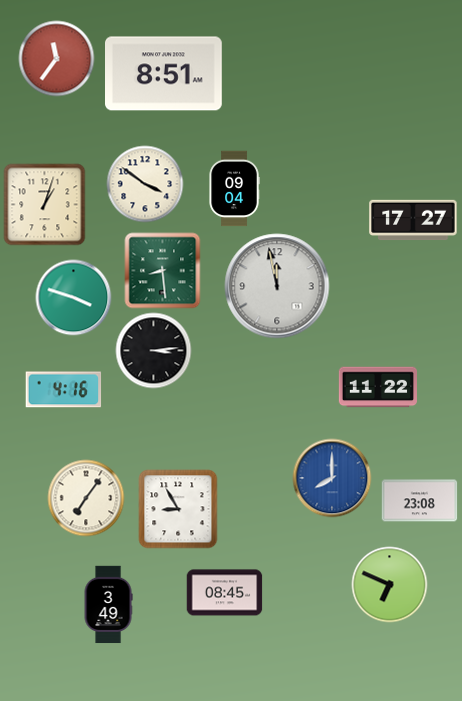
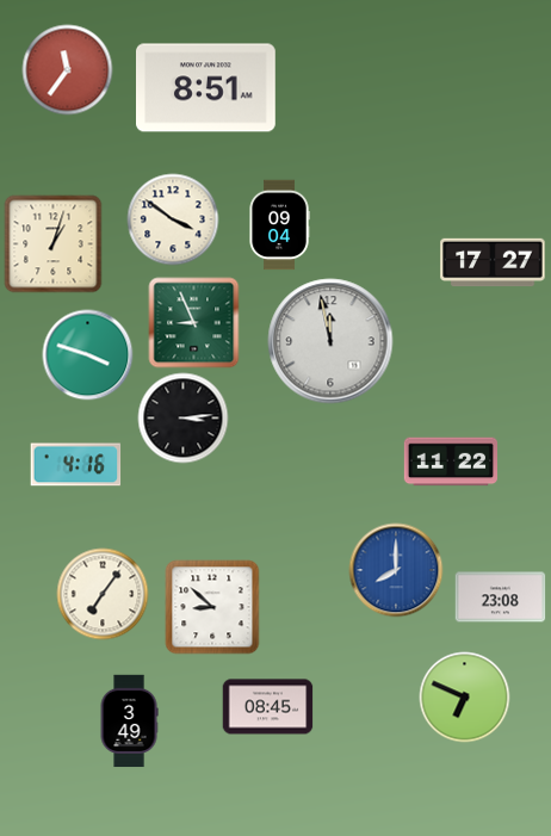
clock at (164, 74) position: (164, 74) -> (206, 88)
clock at (163, 271): 8:29 -> 8:56
clock at (178, 509): 8:55 -> 8:52
